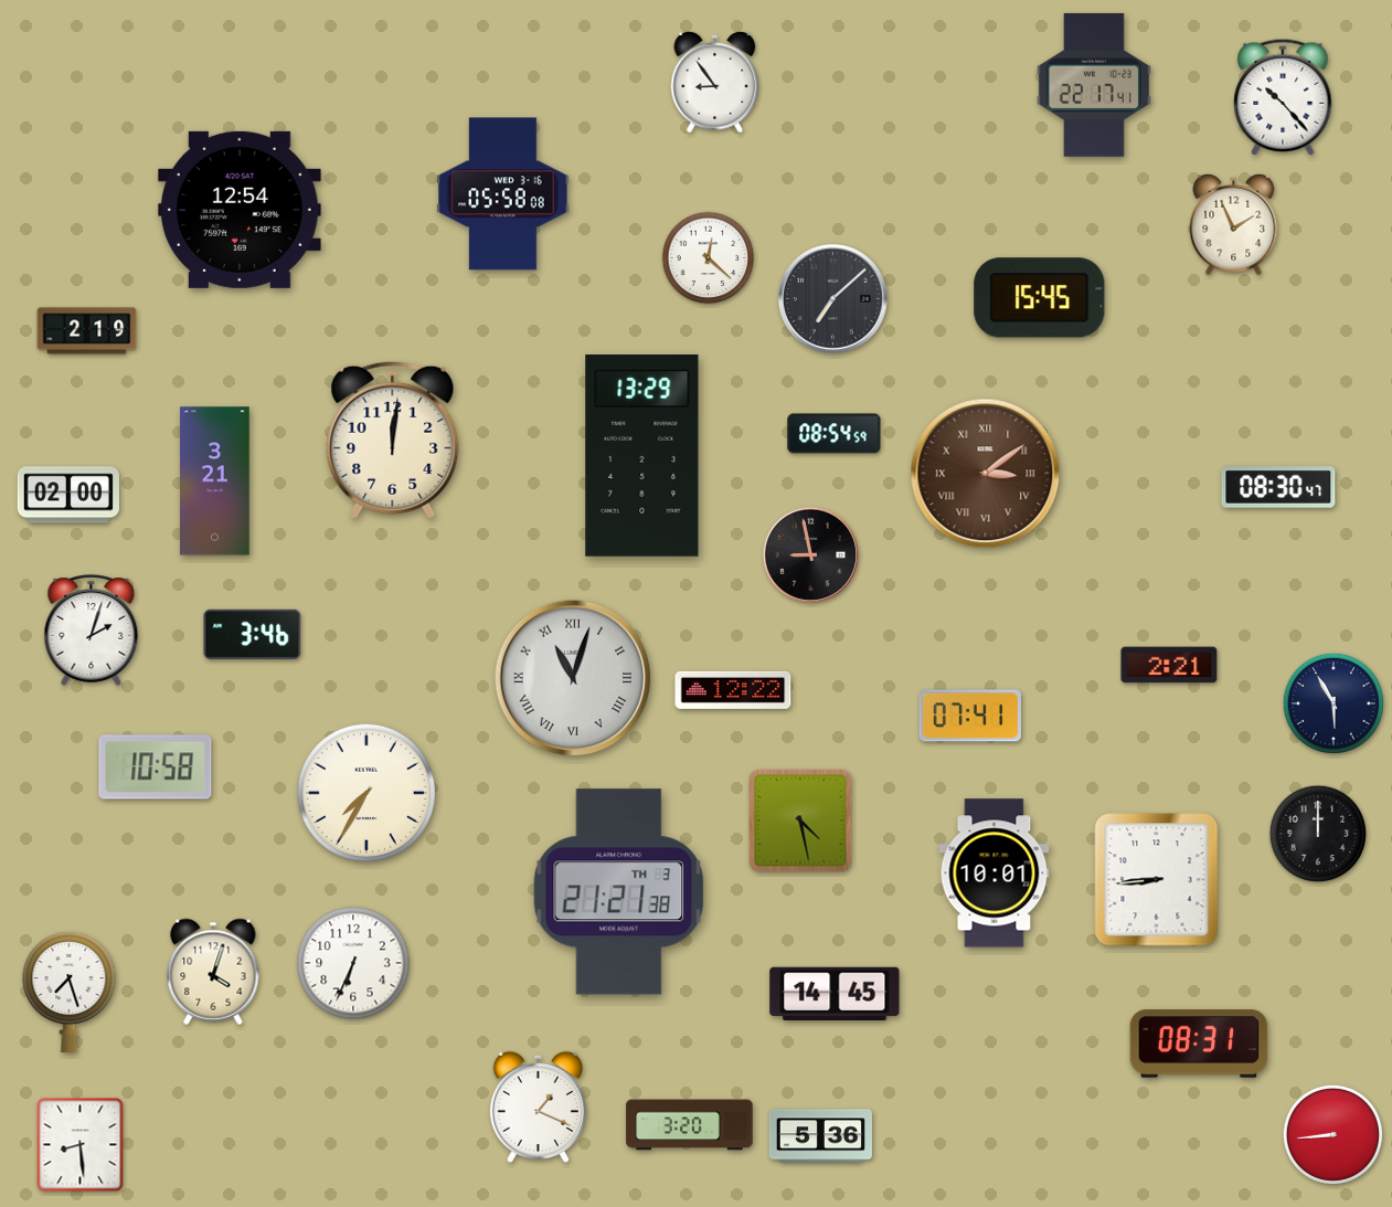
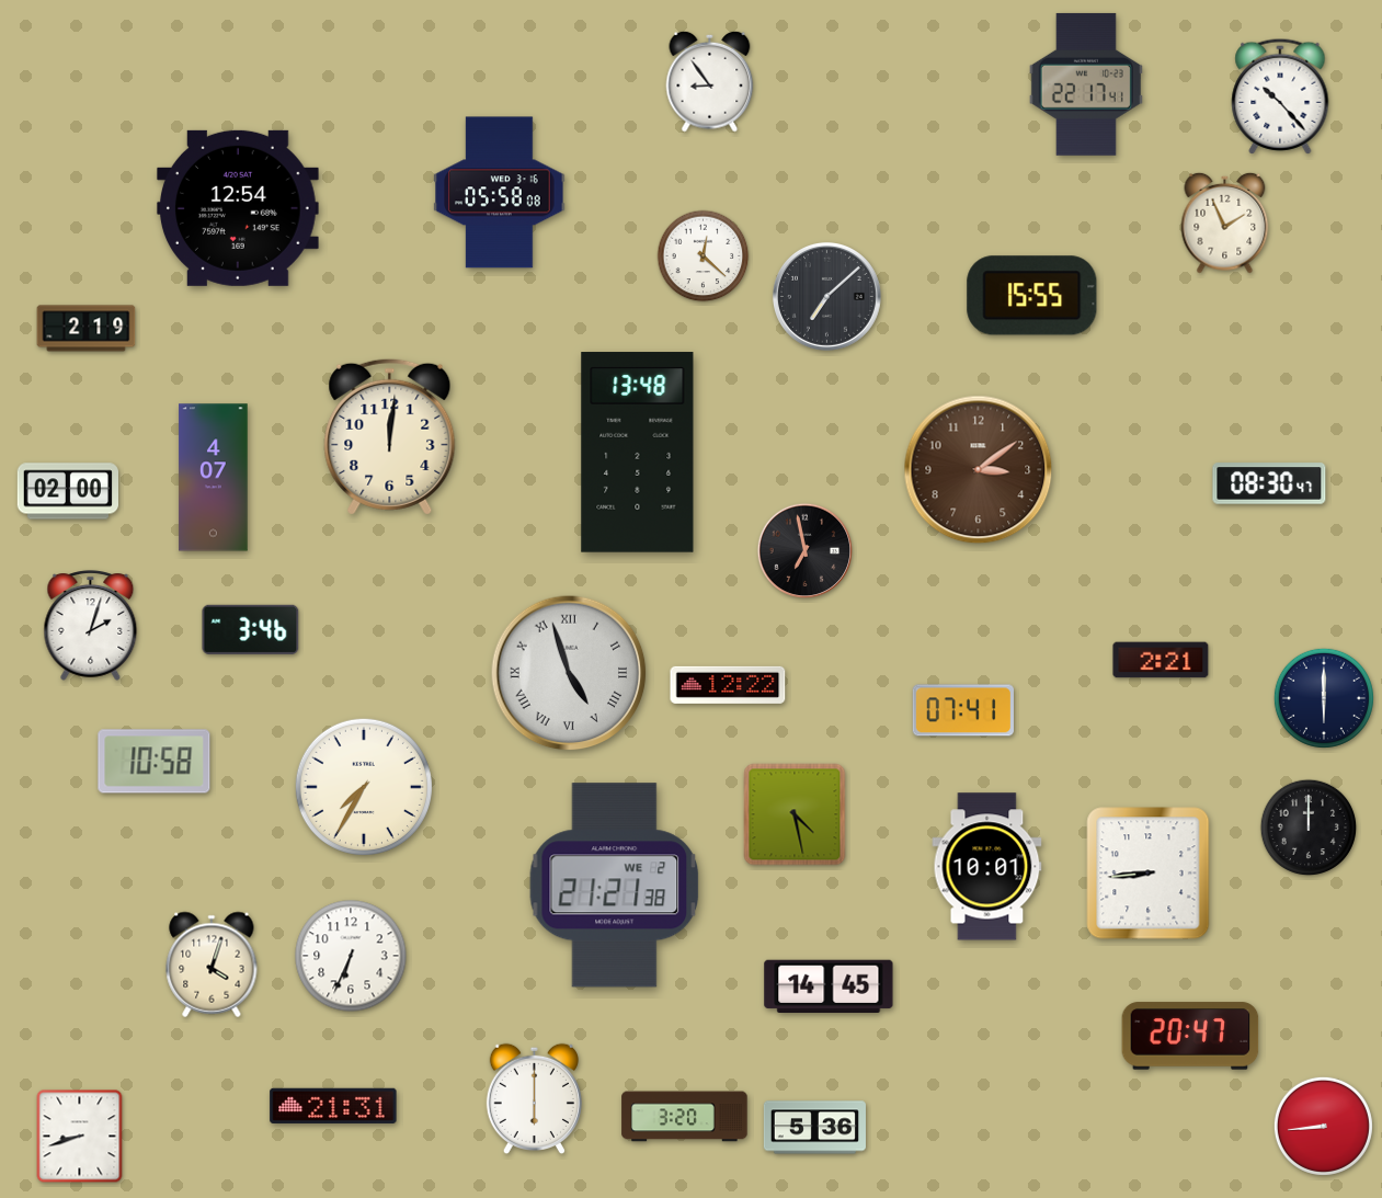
clock at (1283, 97) position: (1283, 97) -> (1280, 96)
clock at (1040, 298): 15:45 -> 15:55
clock at (835, 434): 08:54 -> none
clock at (642, 456): 13:29 -> 13:48
clock at (986, 474) numerals: Roman -> Arabic
clock at (215, 481): 3:21 -> 4:07
clock at (811, 555): 8:58 -> 6:58
clock at (573, 678): 11:03 -> 4:57
clock at (1333, 703): 5:55 -> 6:00
clock at (619, 892) date: TH 3 -> WE 2
clock at (70, 991): 7:27 -> none
clock at (1199, 1044): 08:31 -> 20:47
clock at (538, 1108): 1:19 -> 6:00
clock at (333, 1106): none -> 21:31
clock at (81, 1145): 8:29 -> 8:42
